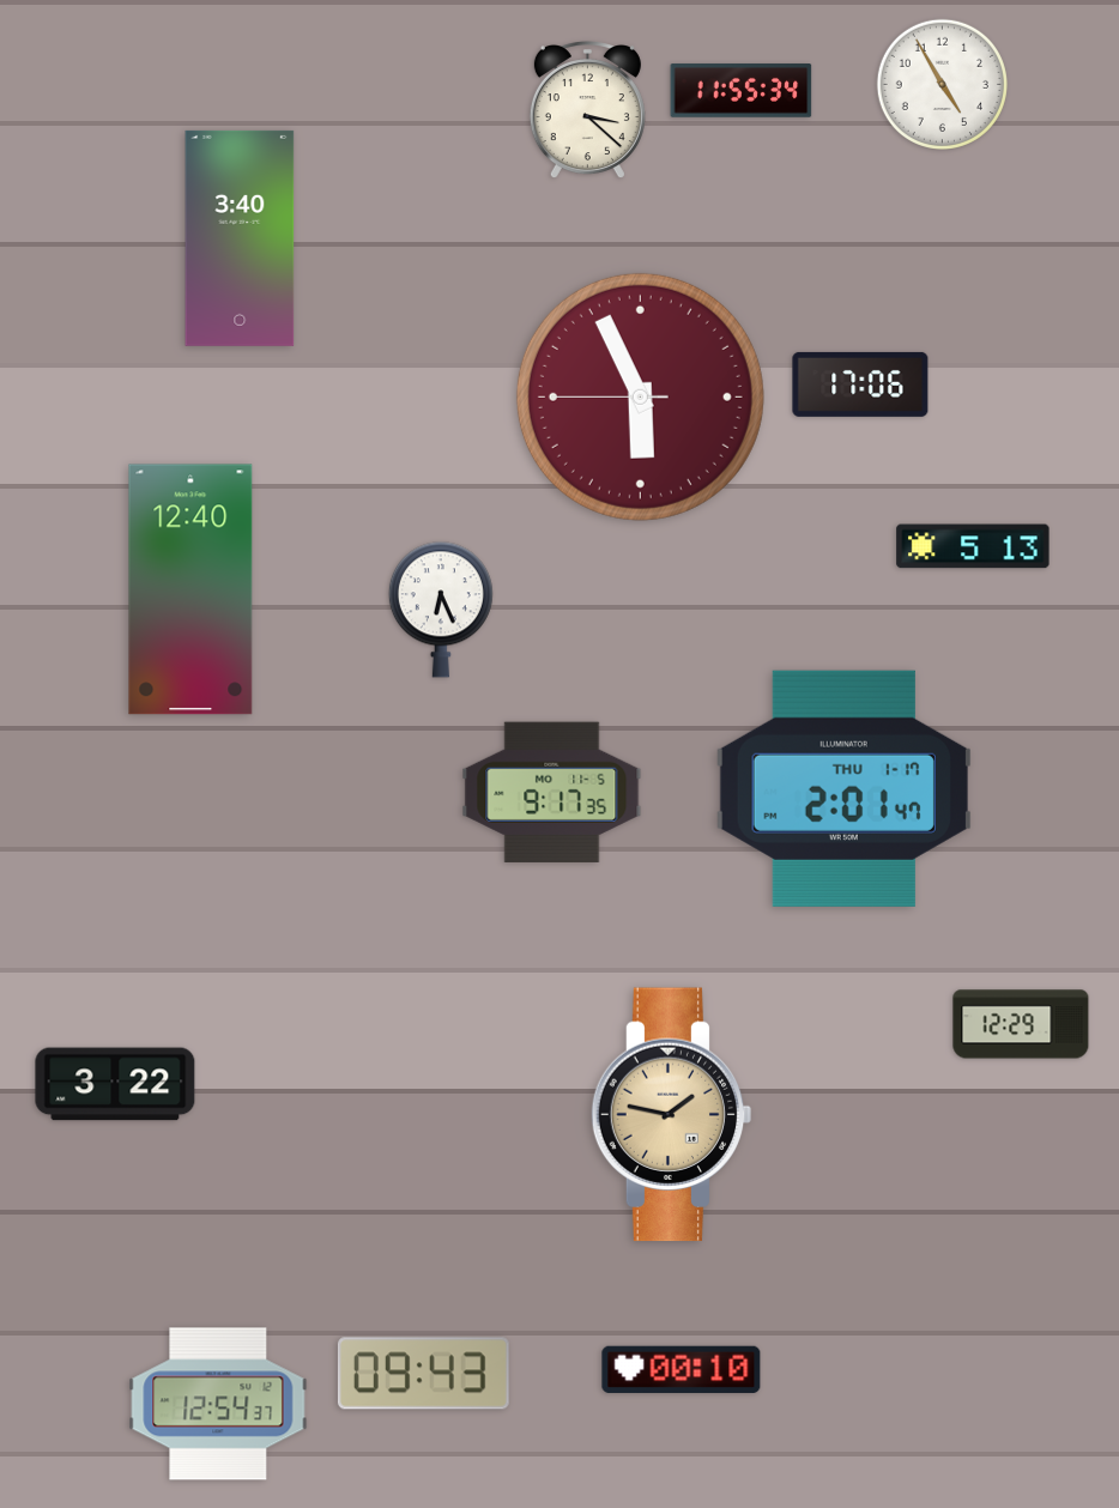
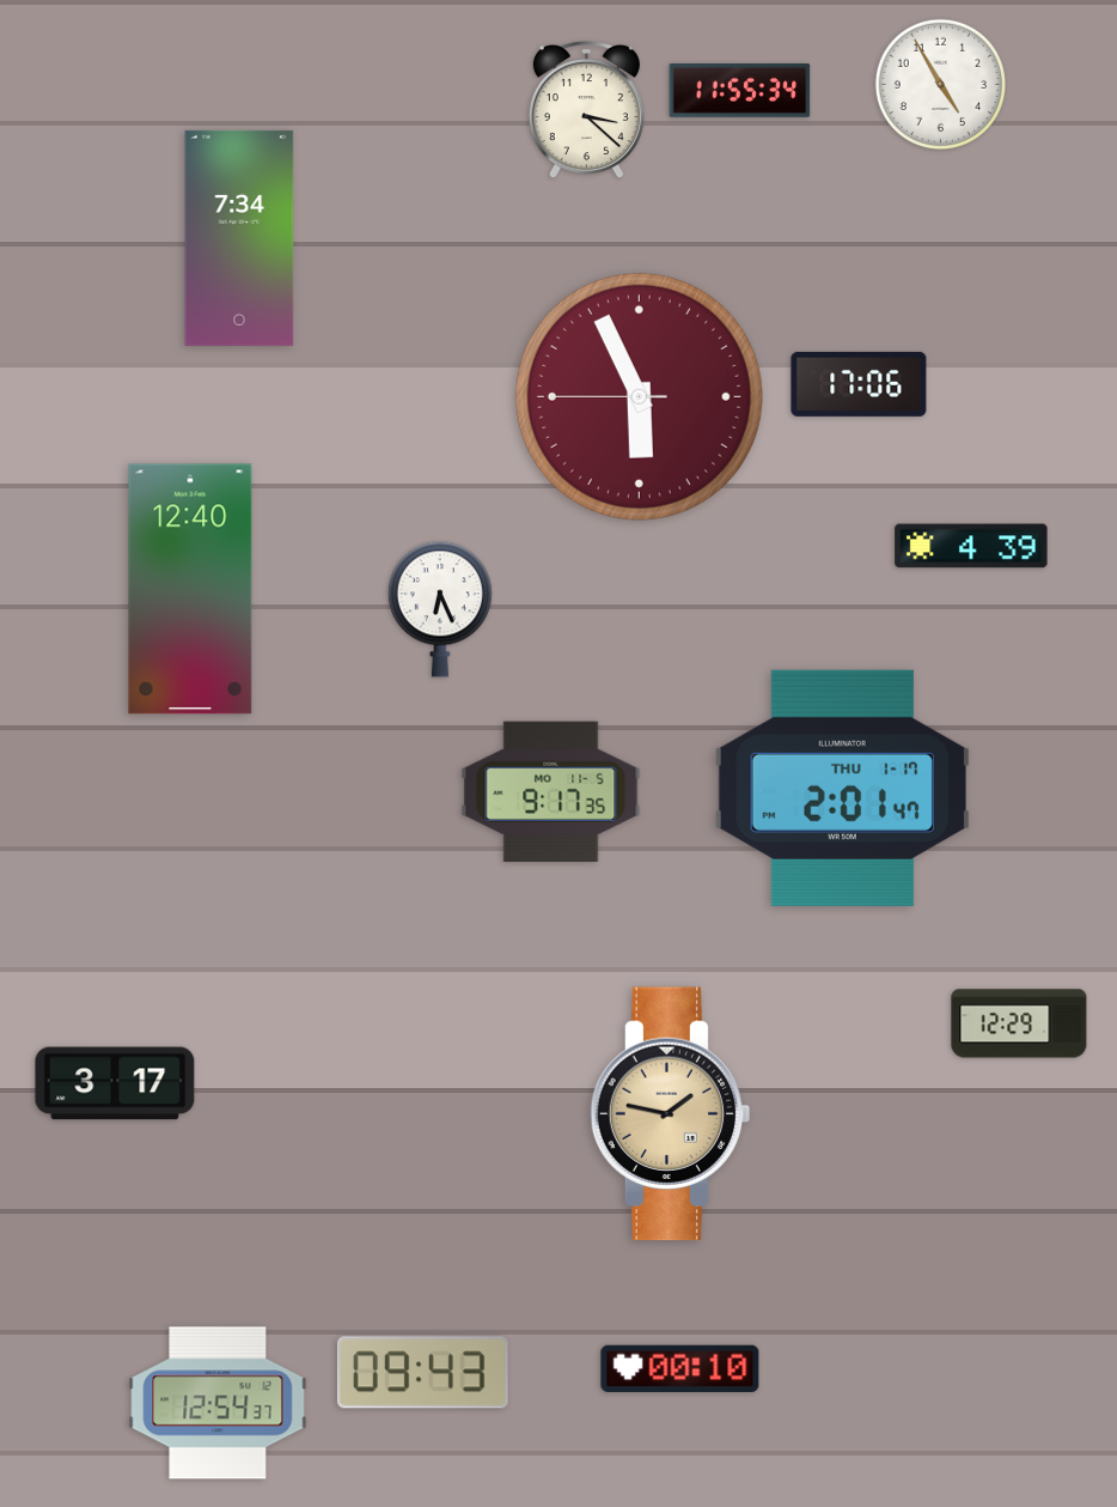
clock at (240, 238): 3:40 -> 7:34
clock at (973, 546): 5:13 -> 4:39
clock at (115, 1084): 3:22 -> 3:17
